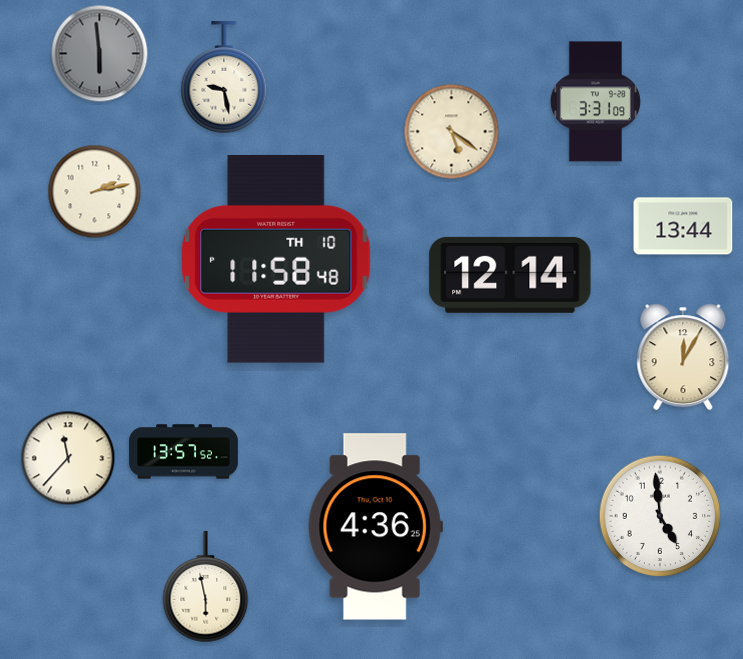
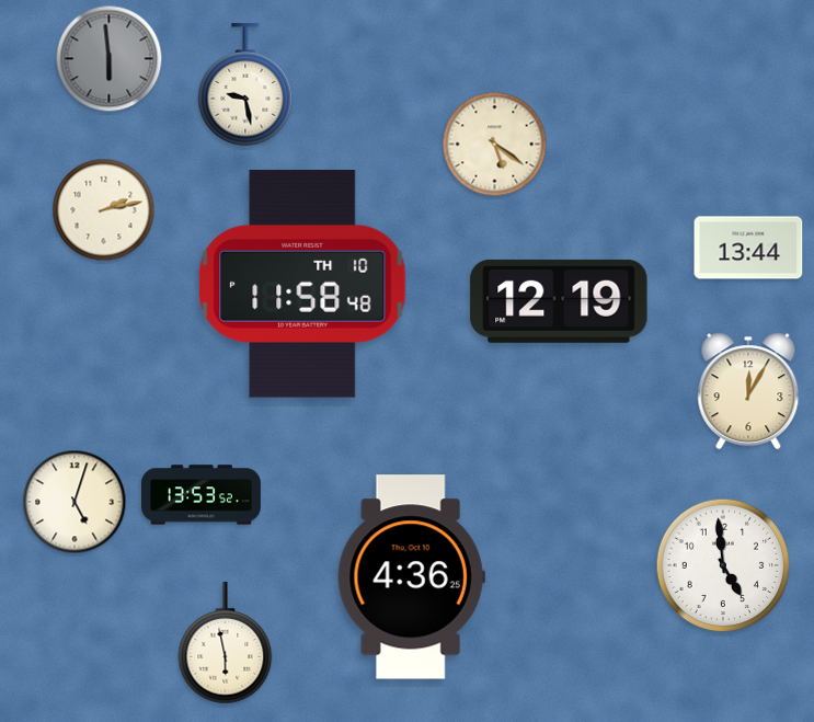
clock at (595, 102): 3:31 -> none
clock at (510, 275): 12:14 -> 12:19
clock at (184, 452): 13:57 -> 13:53
clock at (68, 458): 11:37 -> 5:03
